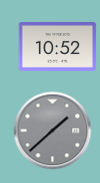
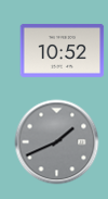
clock at (52, 130): 1:38 -> 1:41
